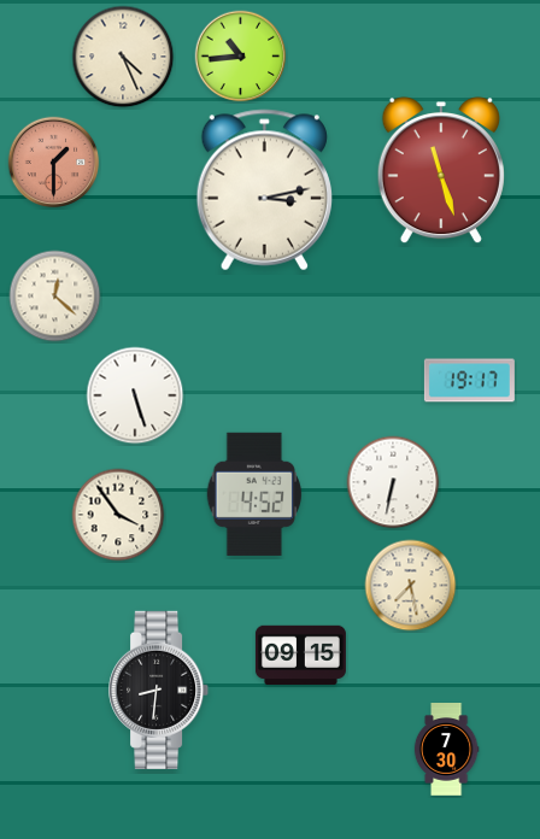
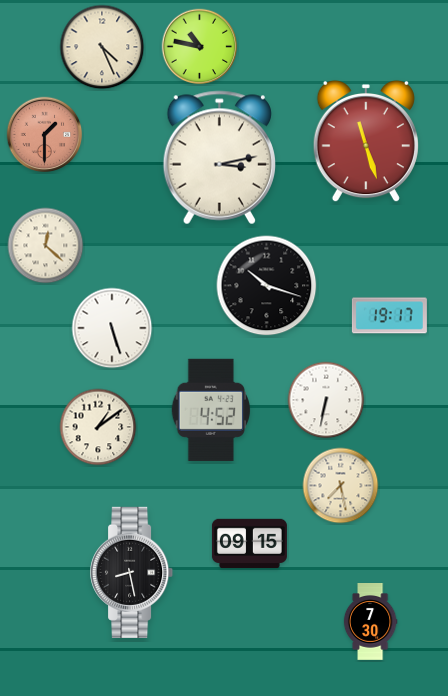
clock at (241, 57): 10:44 -> 10:47
clock at (267, 286): none -> 10:18
clock at (118, 515): 3:54 -> 1:09
clock at (159, 690): 8:31 -> 8:28
